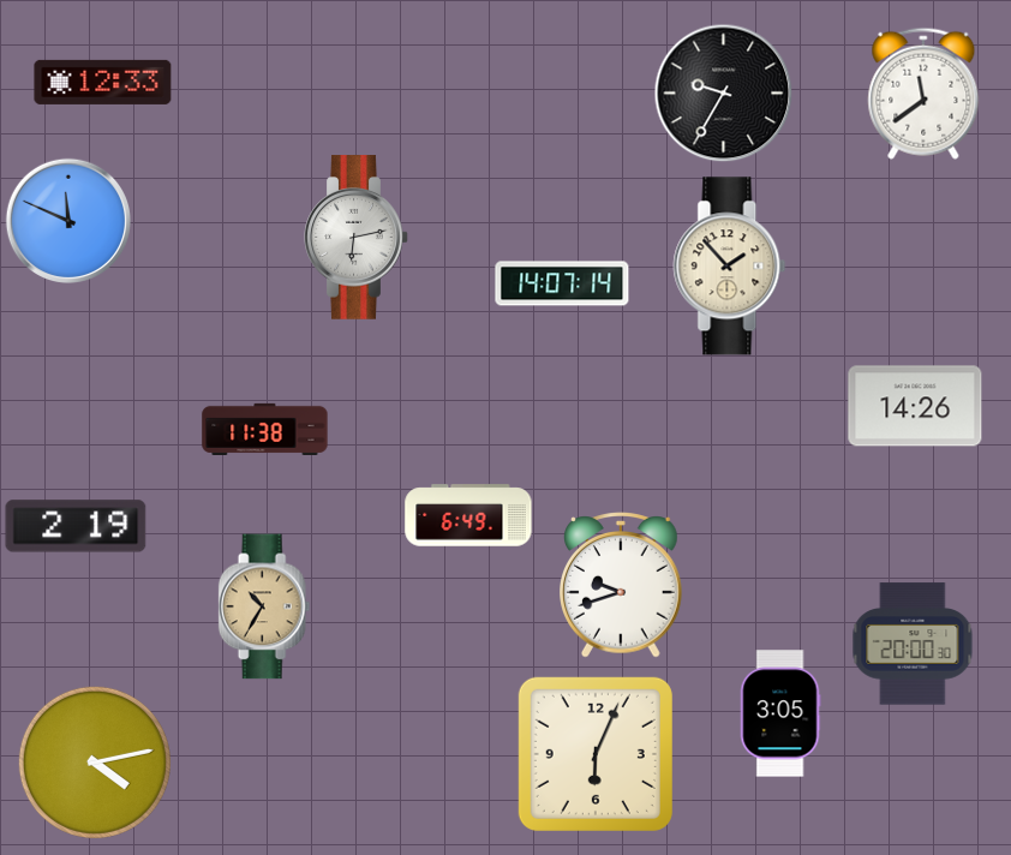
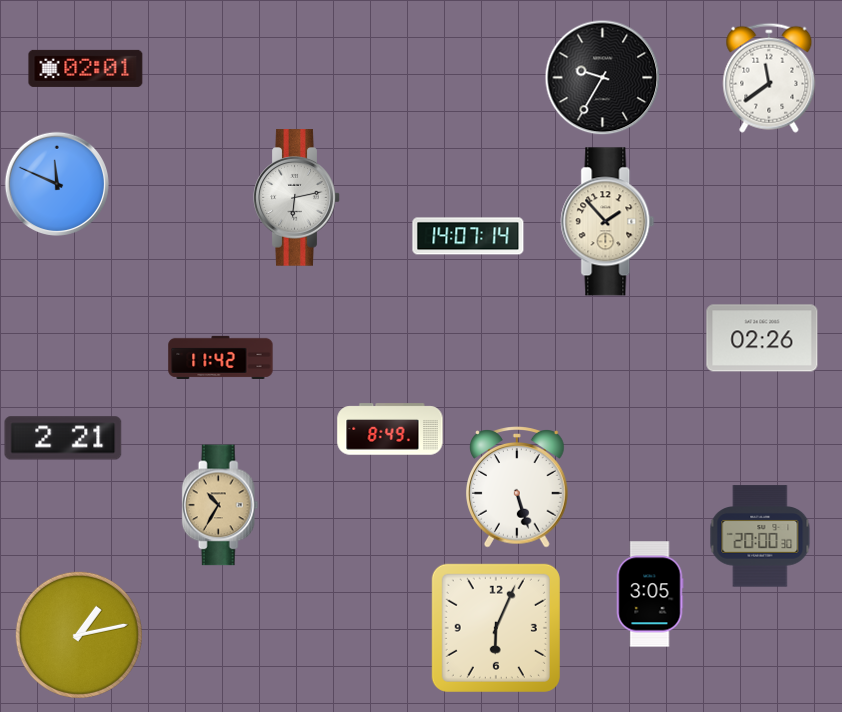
clock at (103, 82): 12:33 -> 02:01
clock at (915, 406): 14:26 -> 02:26
clock at (265, 429): 11:38 -> 11:42
clock at (468, 515): 6:49 -> 8:49
clock at (76, 526): 2:19 -> 2:21
clock at (622, 585): 9:42 -> 5:27
clock at (95, 763): 4:13 -> 1:13
